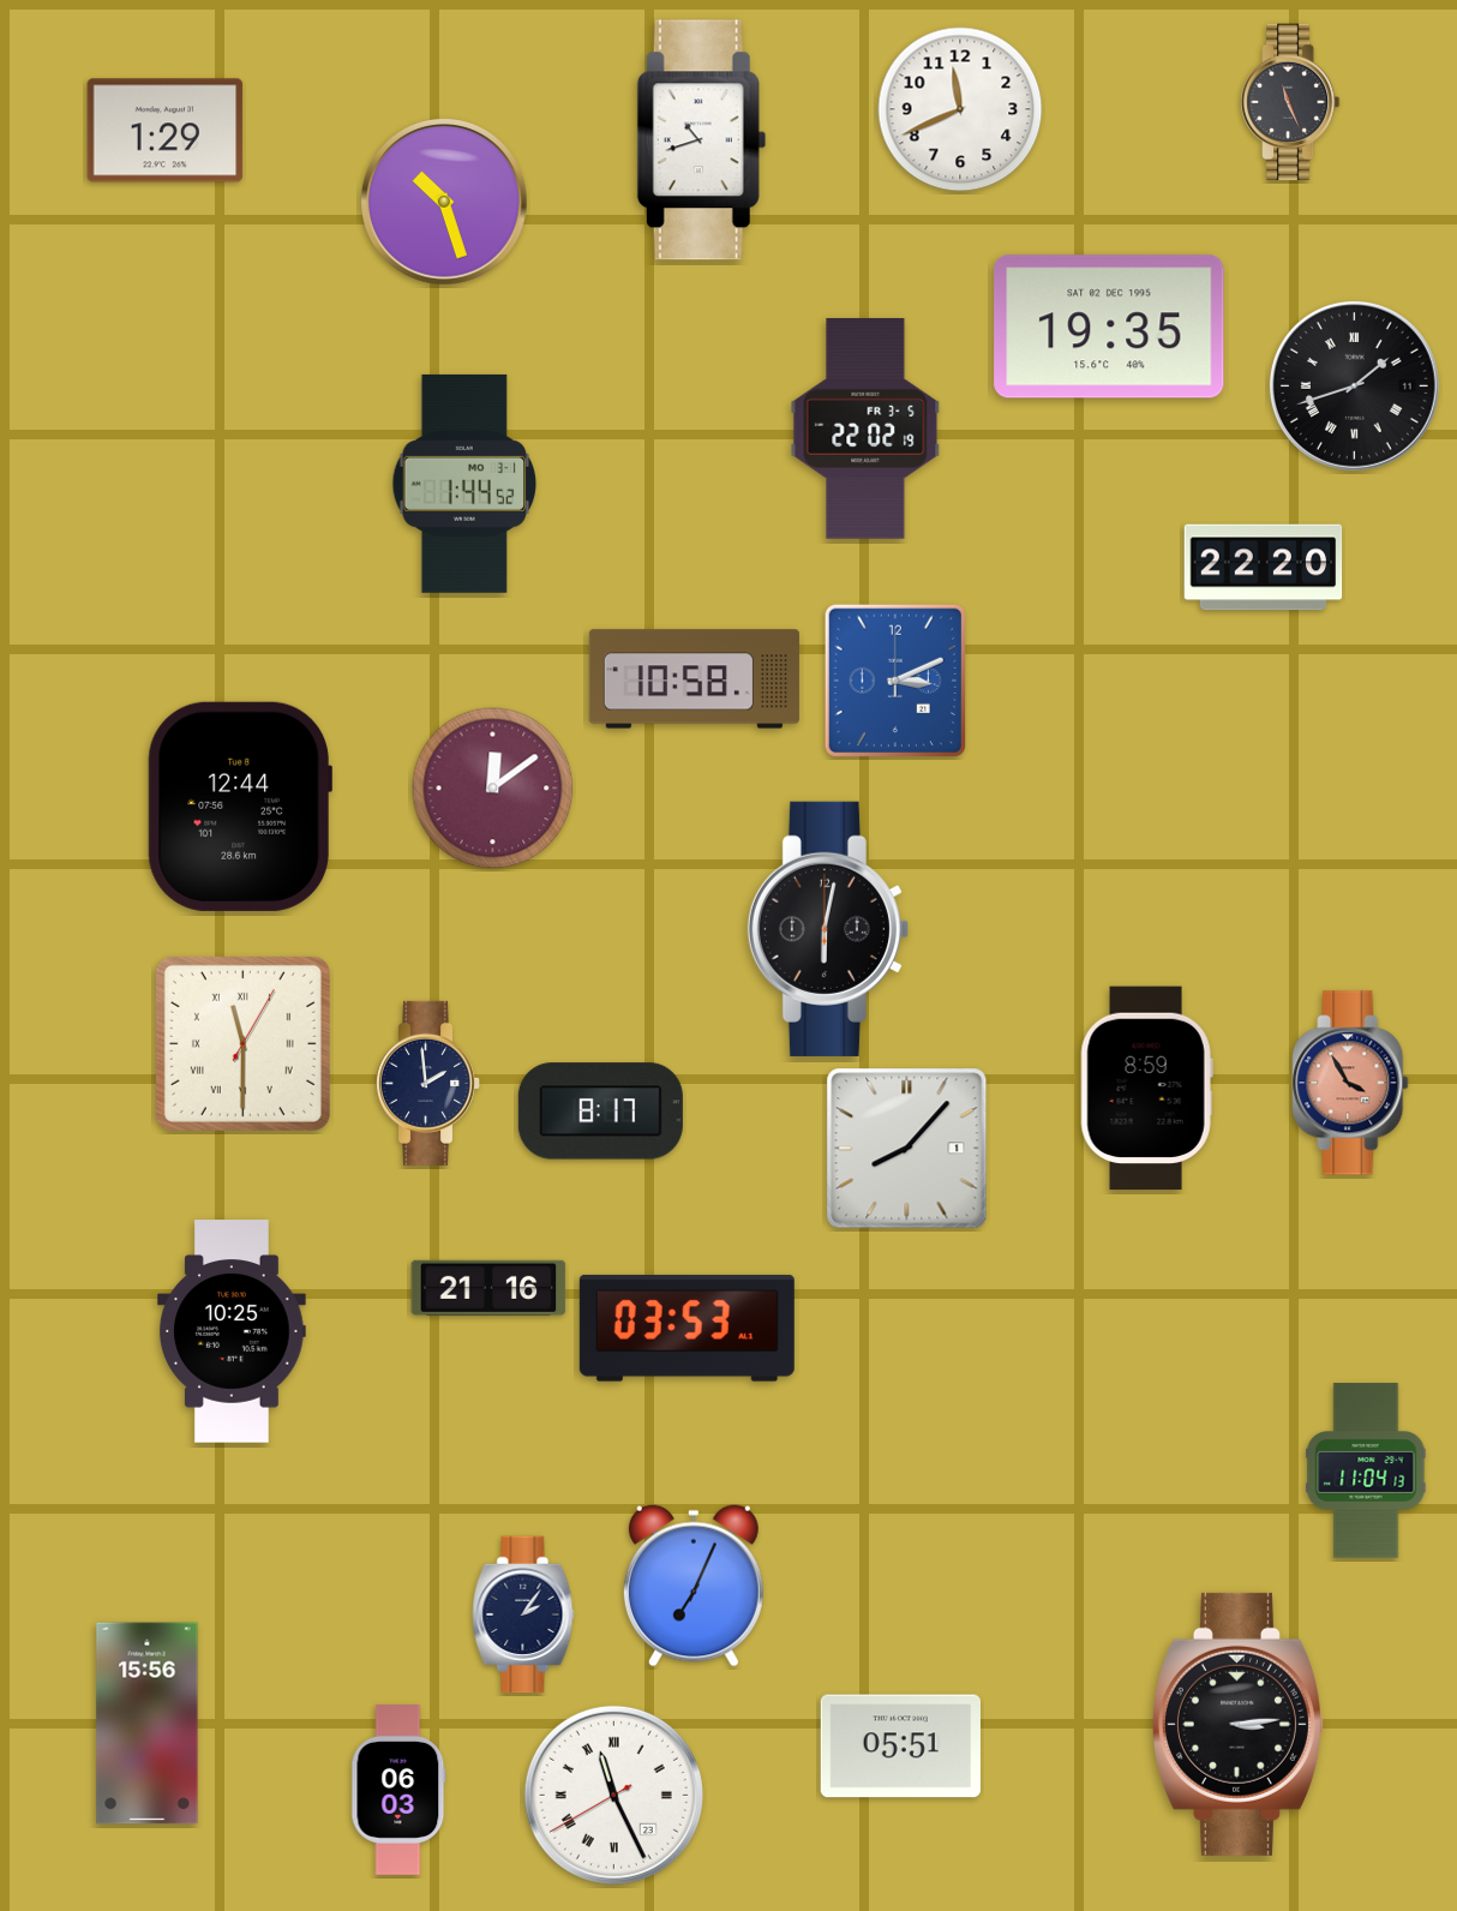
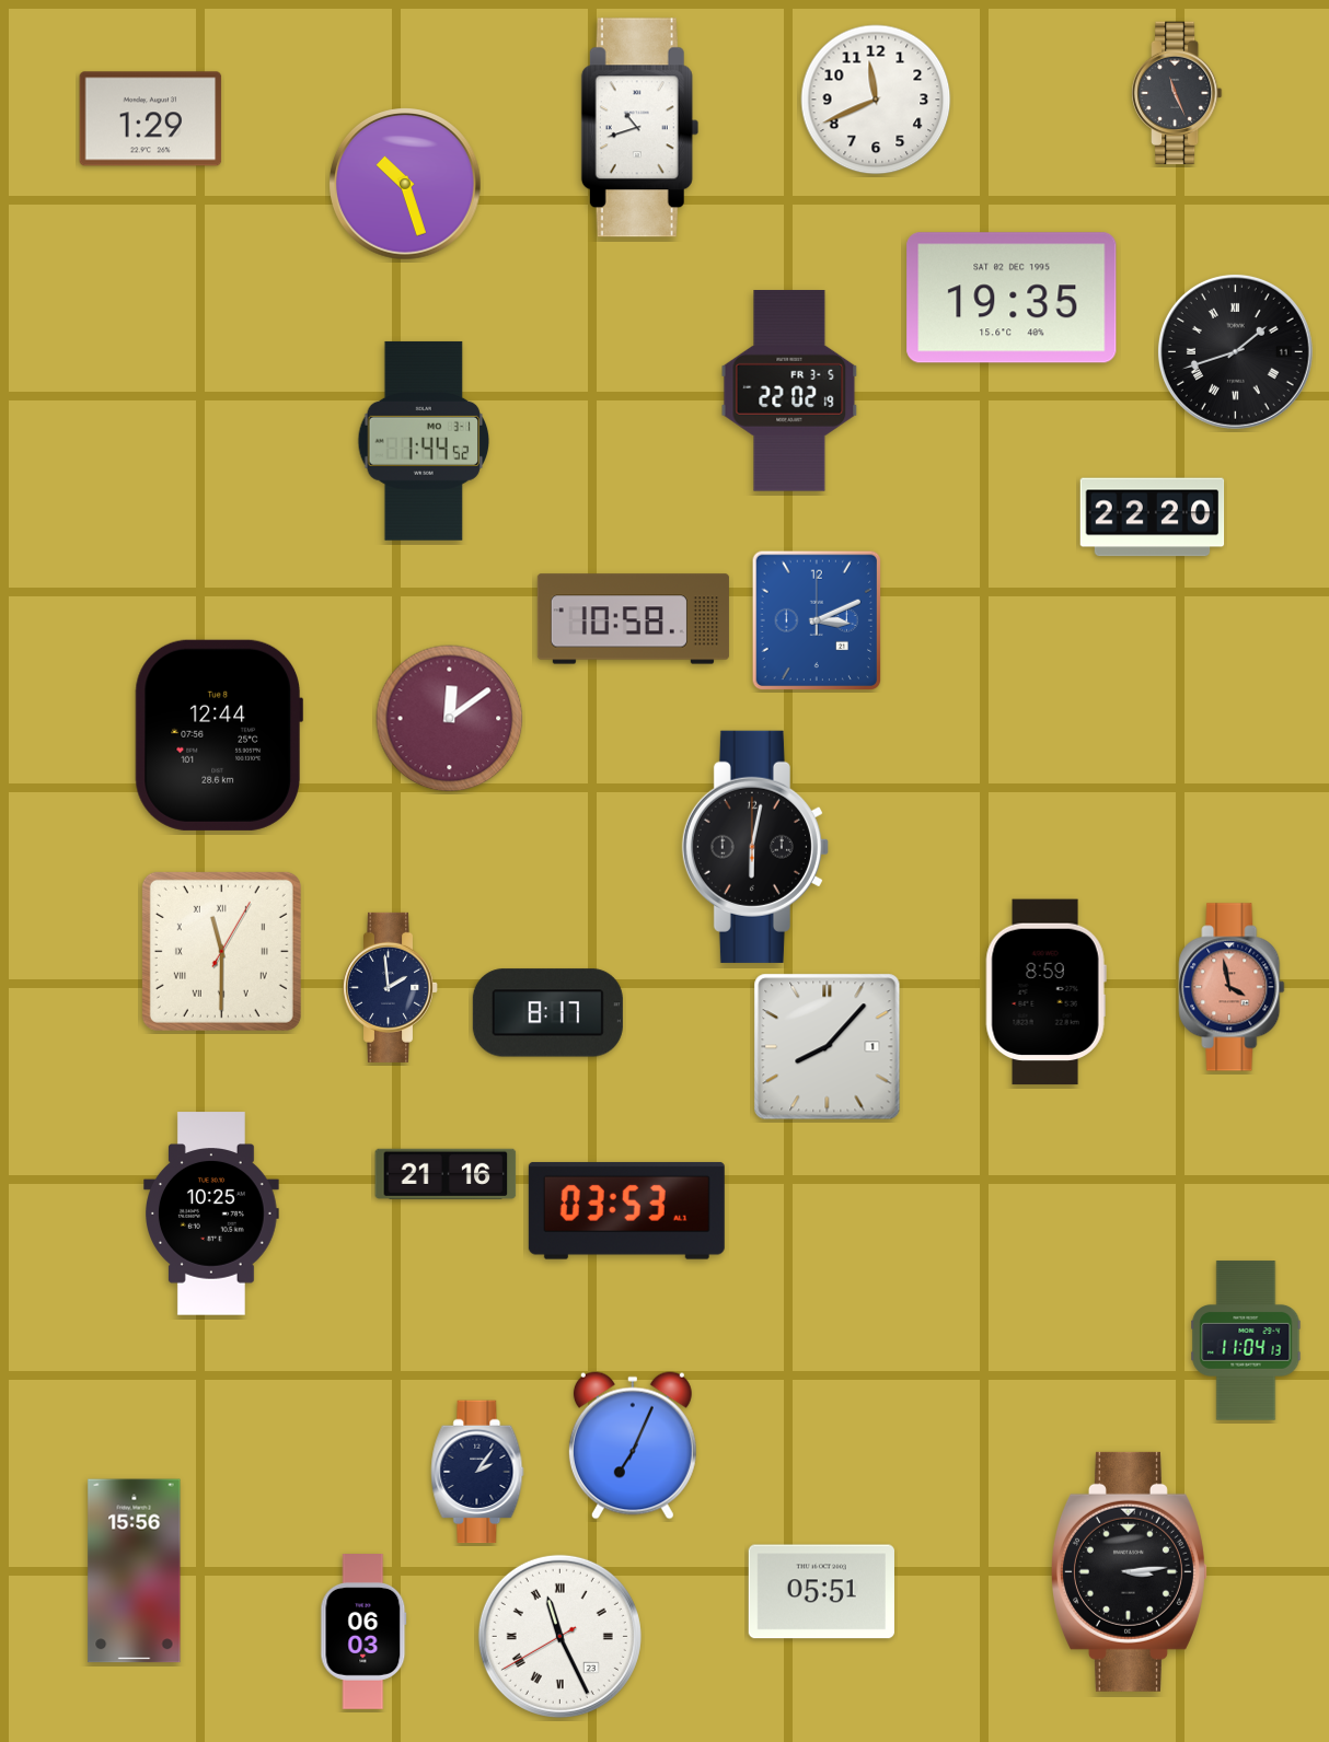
clock at (1350, 1083): 3:55 -> 3:58
